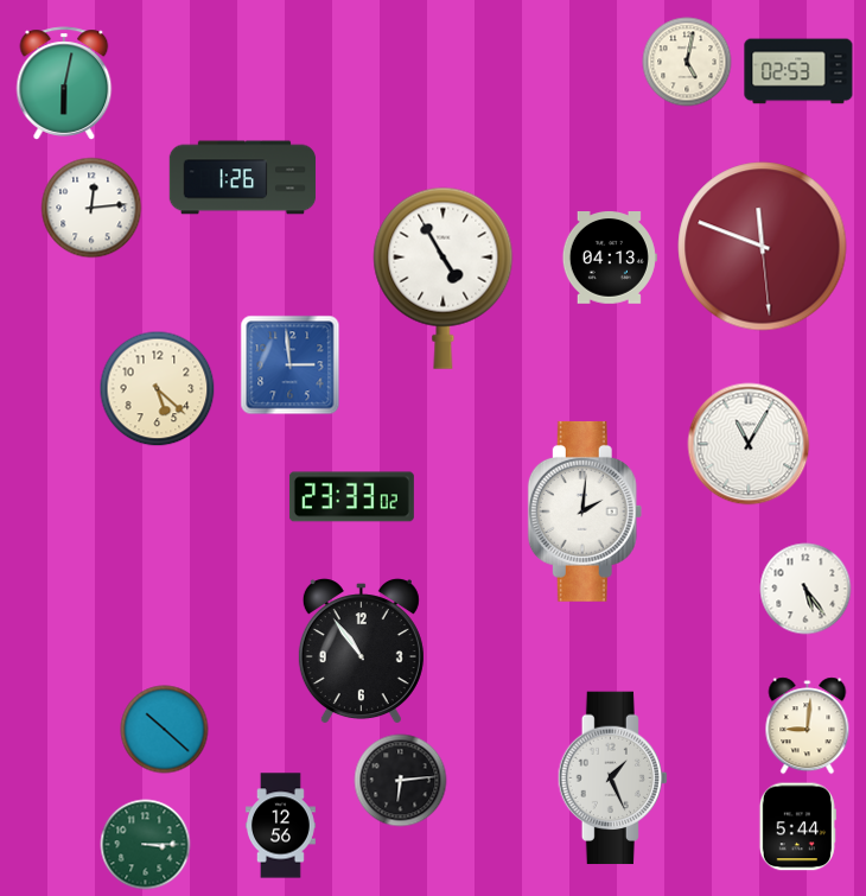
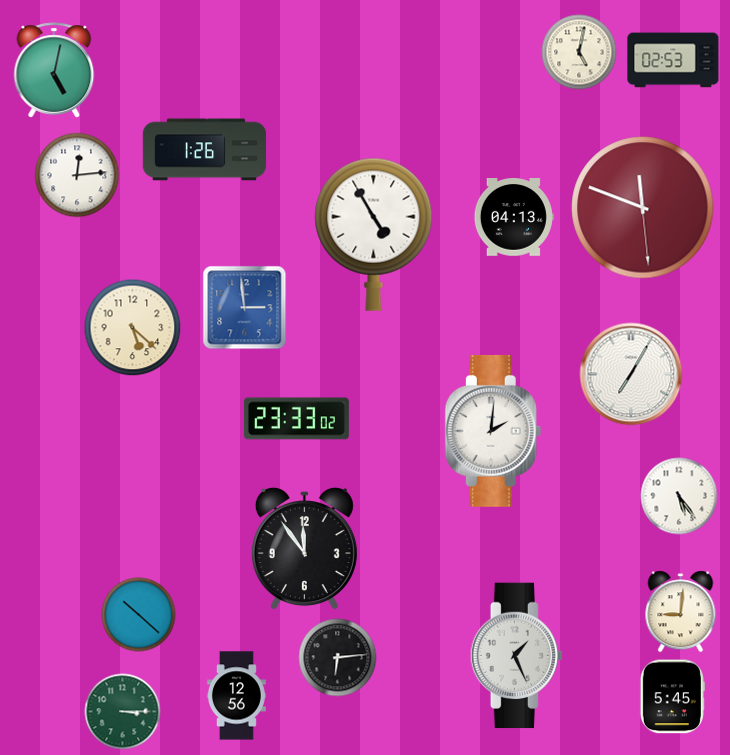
clock at (64, 83): 6:02 -> 5:02
clock at (749, 444): 11:05 -> 7:05
clock at (361, 652): 10:54 -> 11:54
clock at (797, 827): 5:44 -> 5:45
